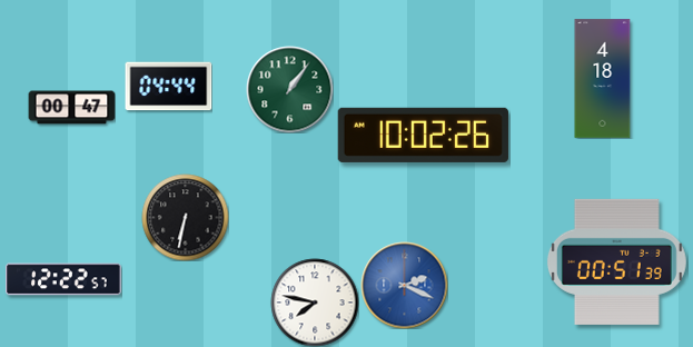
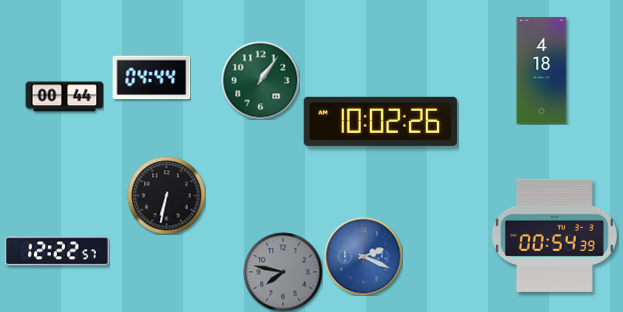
clock at (71, 108): 00:47 -> 00:44
clock at (616, 261): 00:51 -> 00:54
clock at (315, 303) dial: white -> grey
